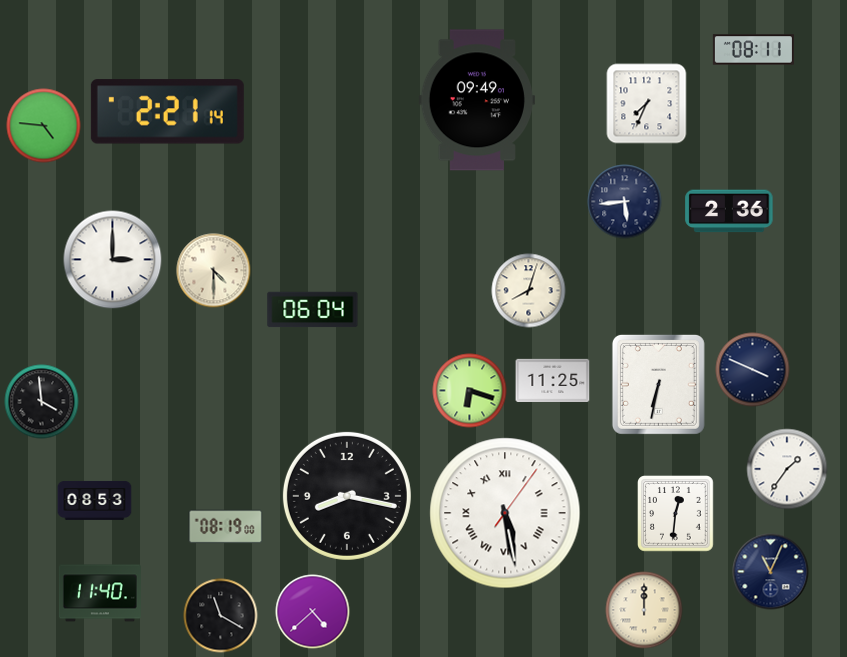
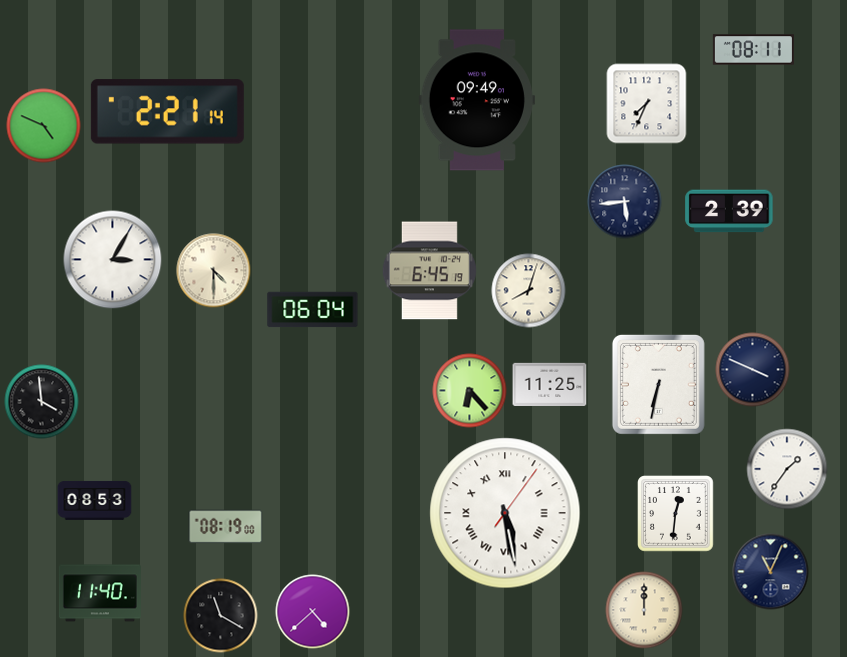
clock at (44, 126): 4:46 -> 4:49
clock at (729, 211): 2:36 -> 2:39
clock at (113, 260): 3:00 -> 3:05
clock at (429, 271): none -> 6:45
clock at (553, 380) position: (553, 380) -> (550, 384)
clock at (470, 391): 6:18 -> 6:23
clock at (347, 496): 8:17 -> none
